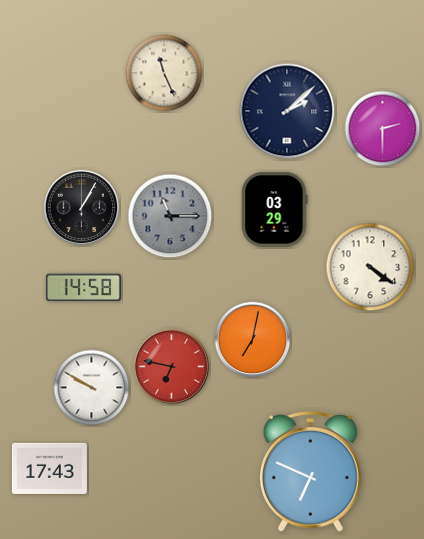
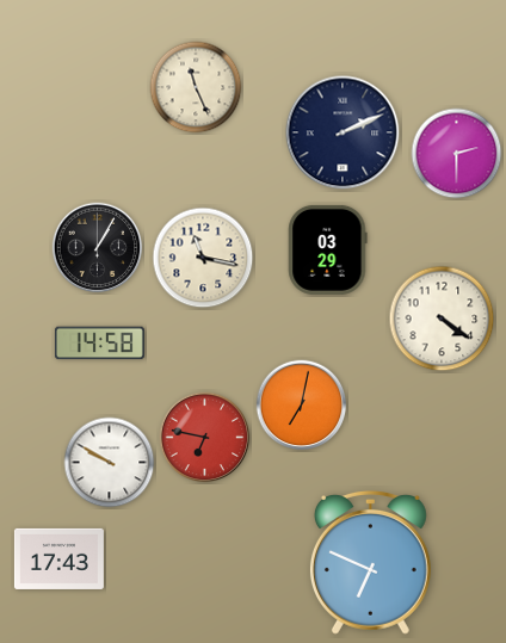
clock at (287, 111): 2:08 -> 2:11
clock at (170, 216): 11:15 -> 11:17
clock at (170, 216) dial: grey -> cream
